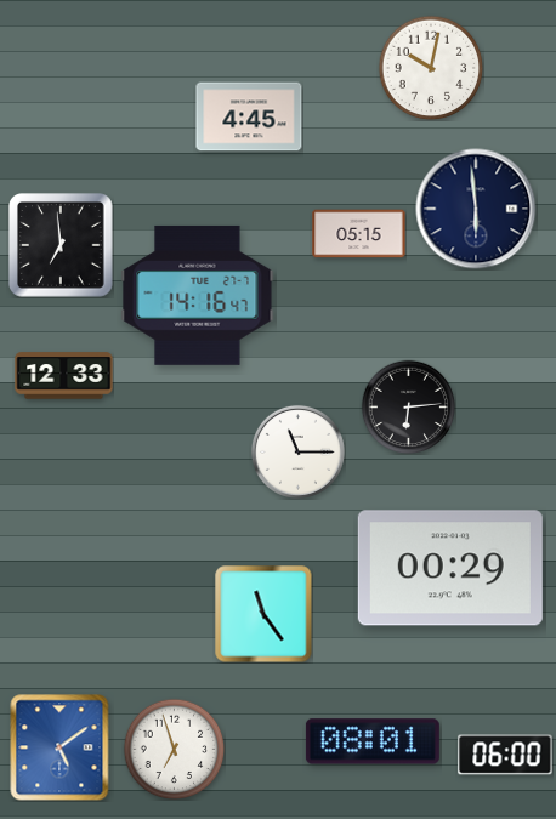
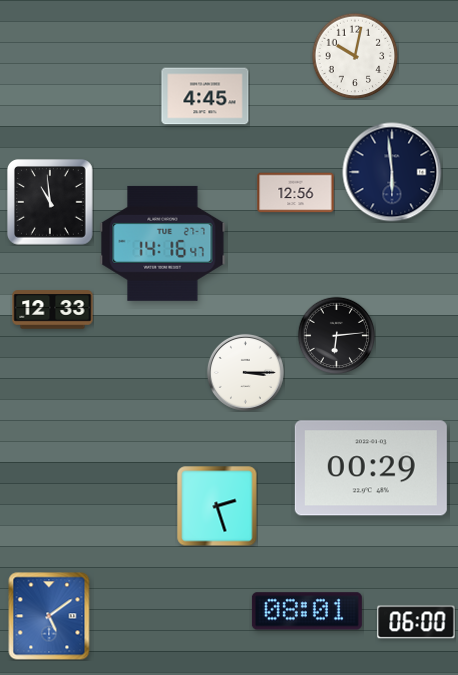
clock at (359, 234): 05:15 -> 12:56
clock at (62, 246): 6:59 -> 10:59
clock at (297, 451): 11:15 -> 3:15
clock at (263, 614): 11:24 -> 2:27
clock at (174, 749): 6:57 -> none
